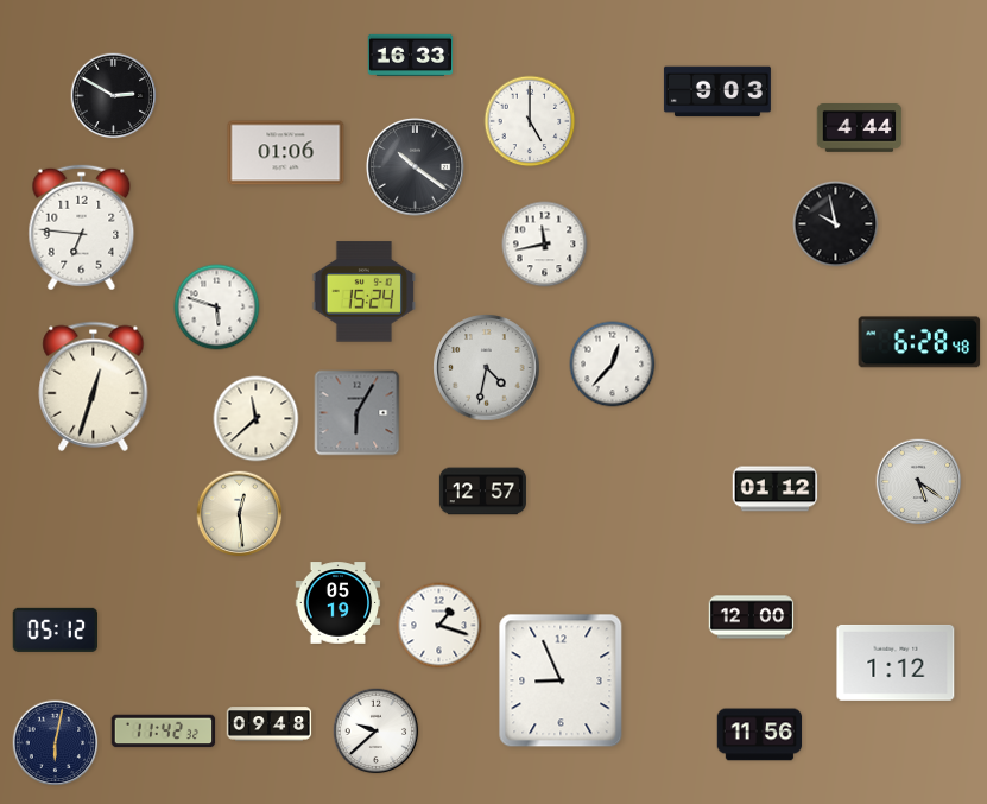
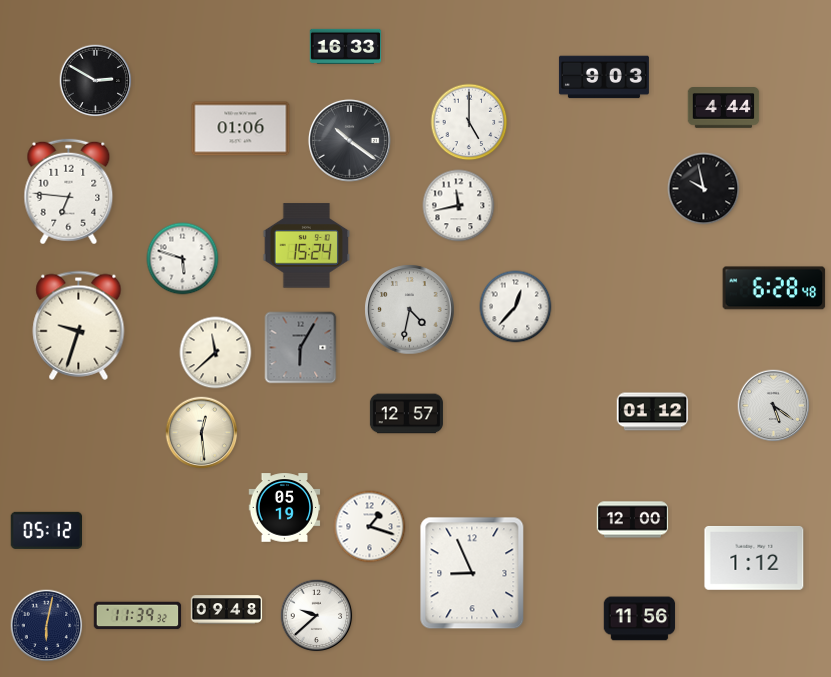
clock at (530, 121) position: (530, 121) -> (469, 122)
clock at (94, 386): 12:33 -> 9:33
clock at (164, 732): 11:42 -> 11:39
